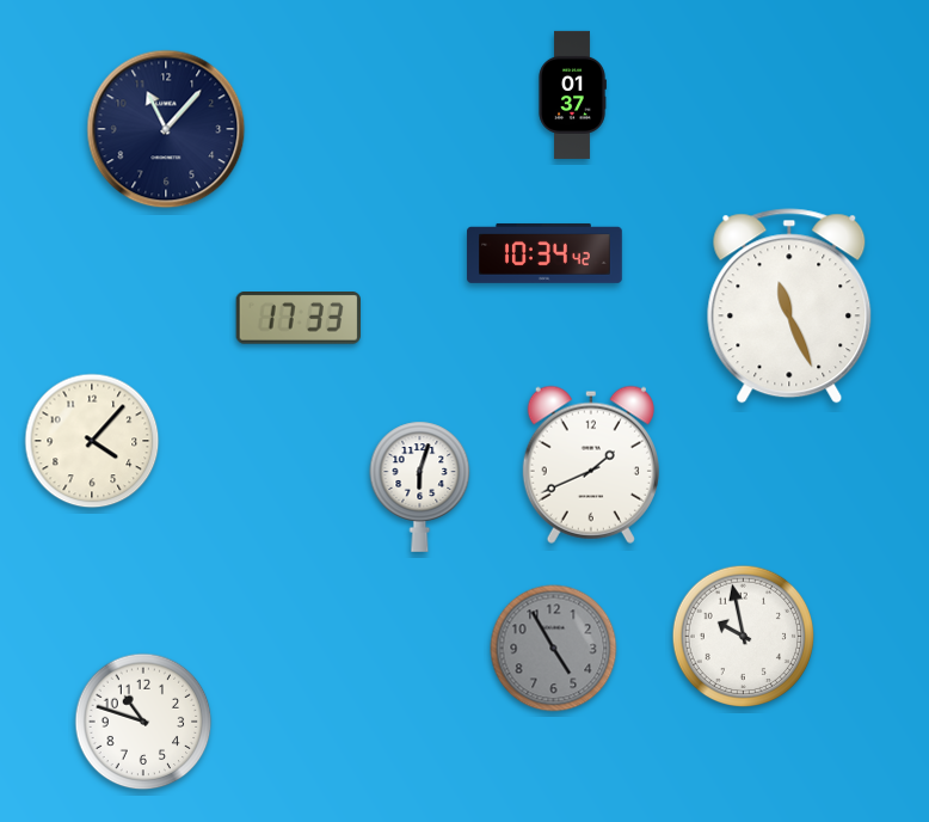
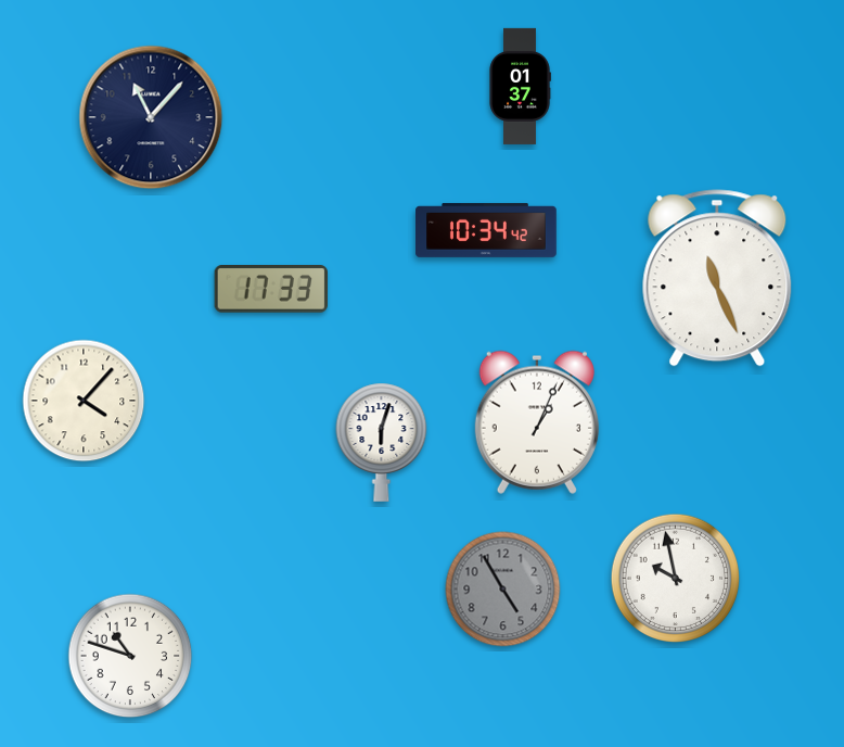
clock at (545, 253) position: (545, 253) -> (486, 230)
clock at (591, 465): 1:41 -> 1:04
